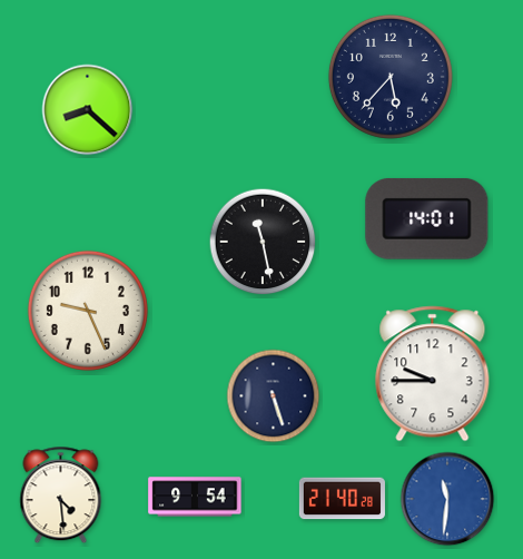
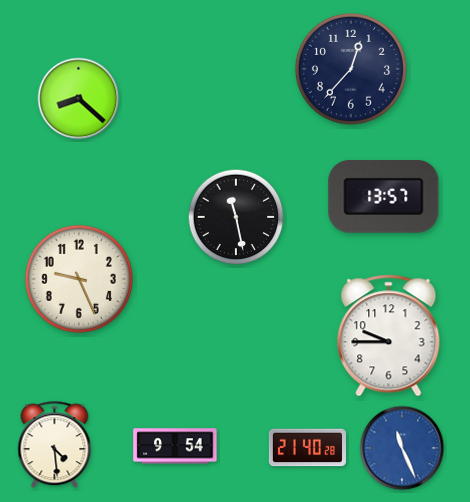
clock at (391, 77): 5:37 -> 12:37
clock at (427, 219): 14:01 -> 13:57
clock at (274, 396): 5:27 -> none
clock at (447, 499): 11:31 -> 11:26
